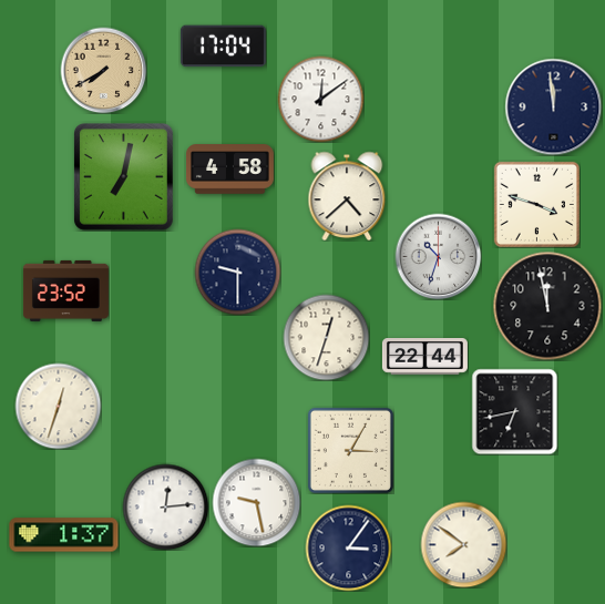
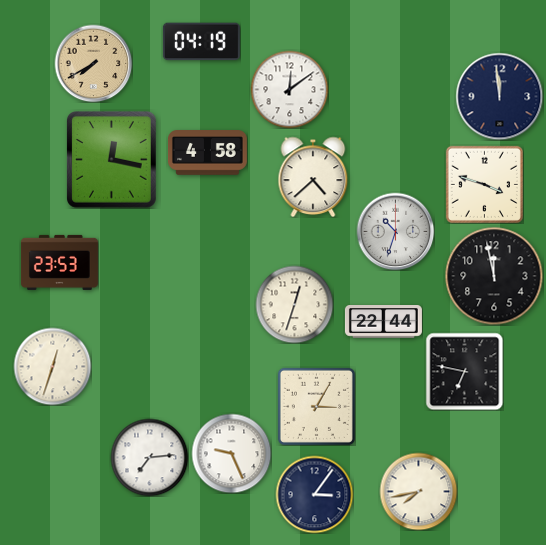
clock at (223, 47): 17:04 -> 04:19
clock at (124, 177): 7:02 -> 12:17
clock at (237, 272): 9:30 -> none
clock at (65, 290): 23:52 -> 23:53
clock at (514, 411): 6:43 -> 6:47
clock at (256, 502): 9:28 -> 9:26
clock at (165, 506): 12:14 -> 7:14
clock at (64, 535): 1:37 -> none
clock at (463, 544): 7:51 -> 7:43
